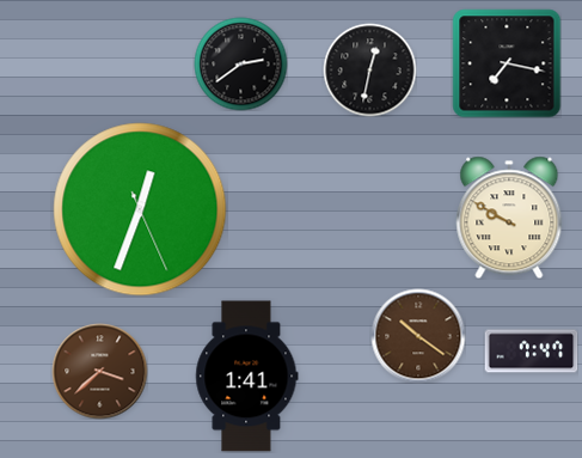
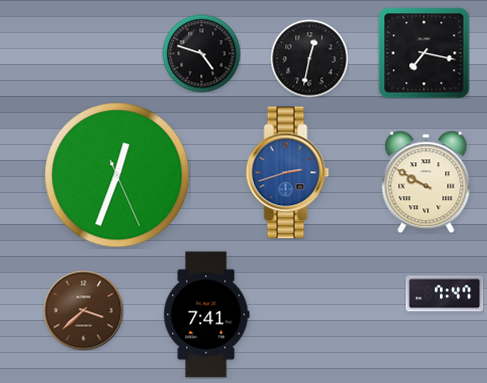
clock at (240, 63): 2:39 -> 4:48
clock at (288, 173): none -> 2:42
clock at (418, 336): 10:21 -> none
clock at (247, 377): 1:41 -> 7:41
